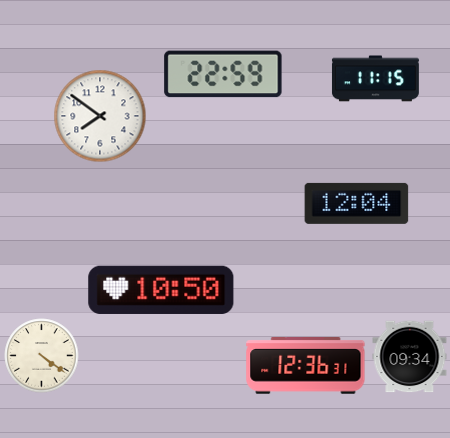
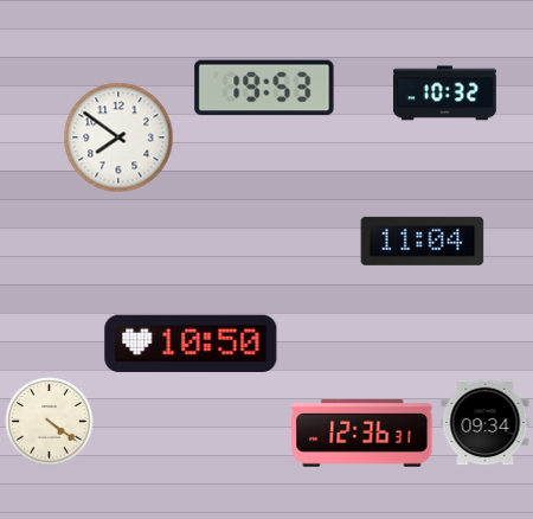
clock at (223, 74): 22:59 -> 19:53
clock at (375, 79): 11:15 -> 10:32
clock at (357, 203): 12:04 -> 11:04
